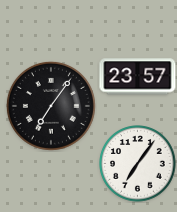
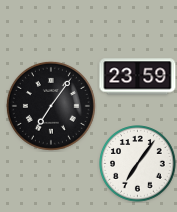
clock at (138, 77): 23:57 -> 23:59
